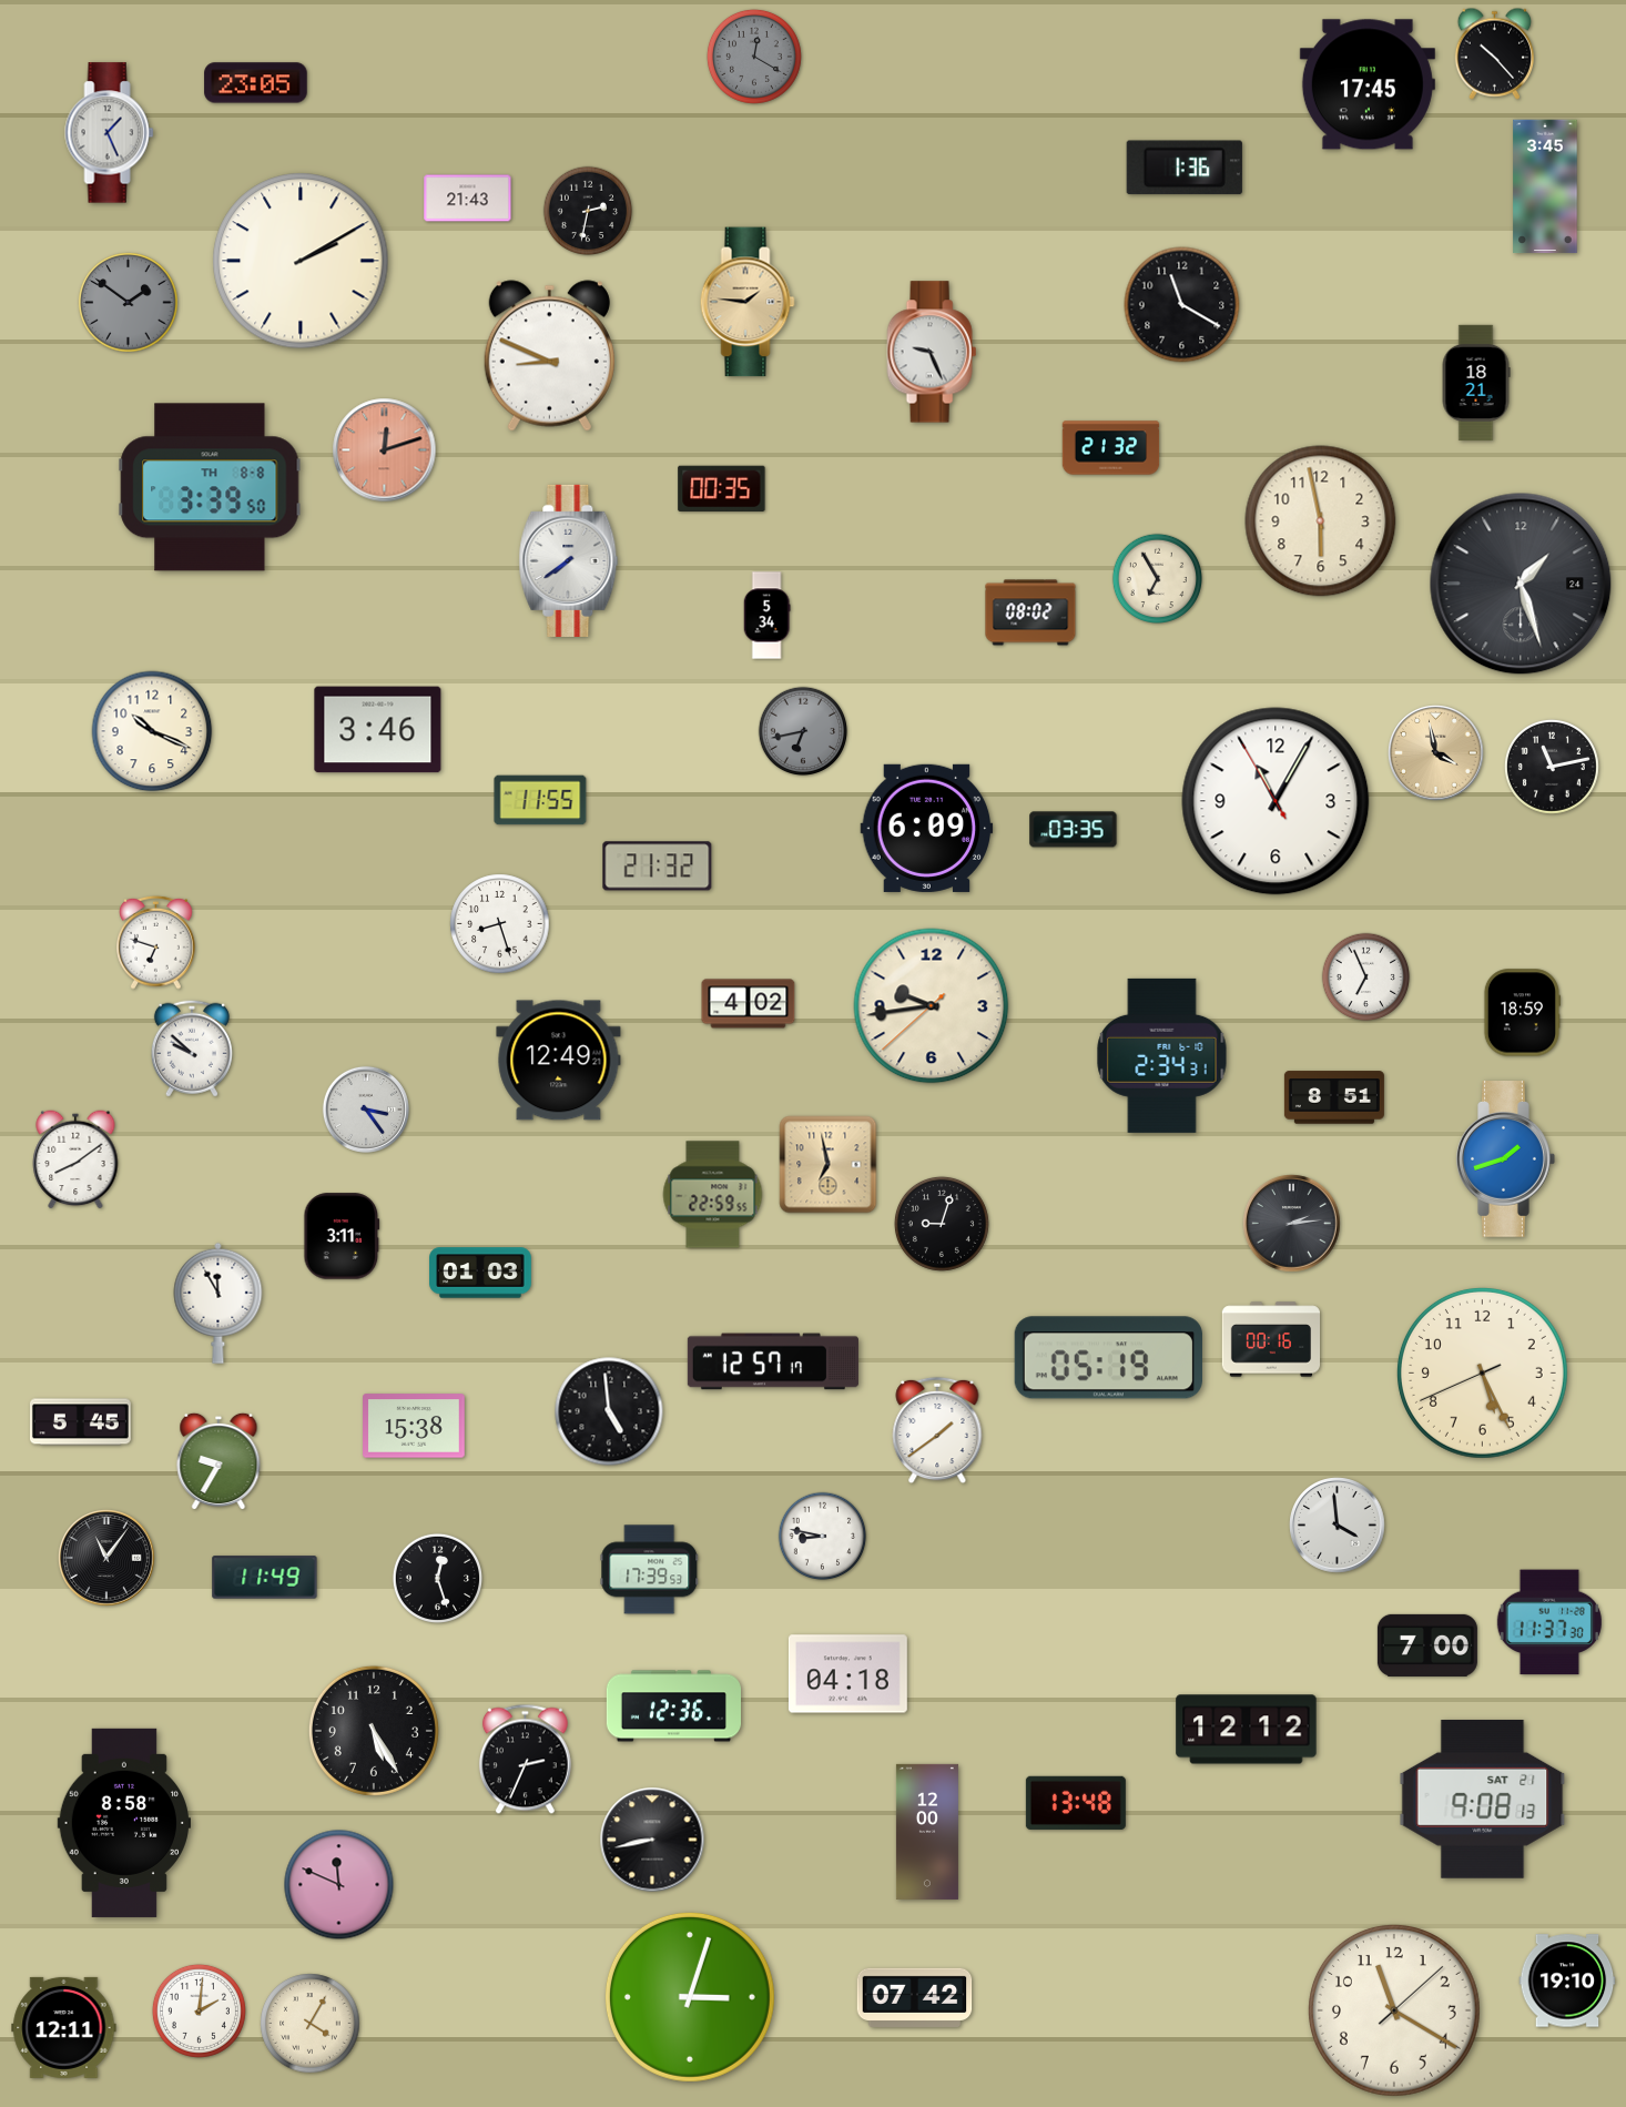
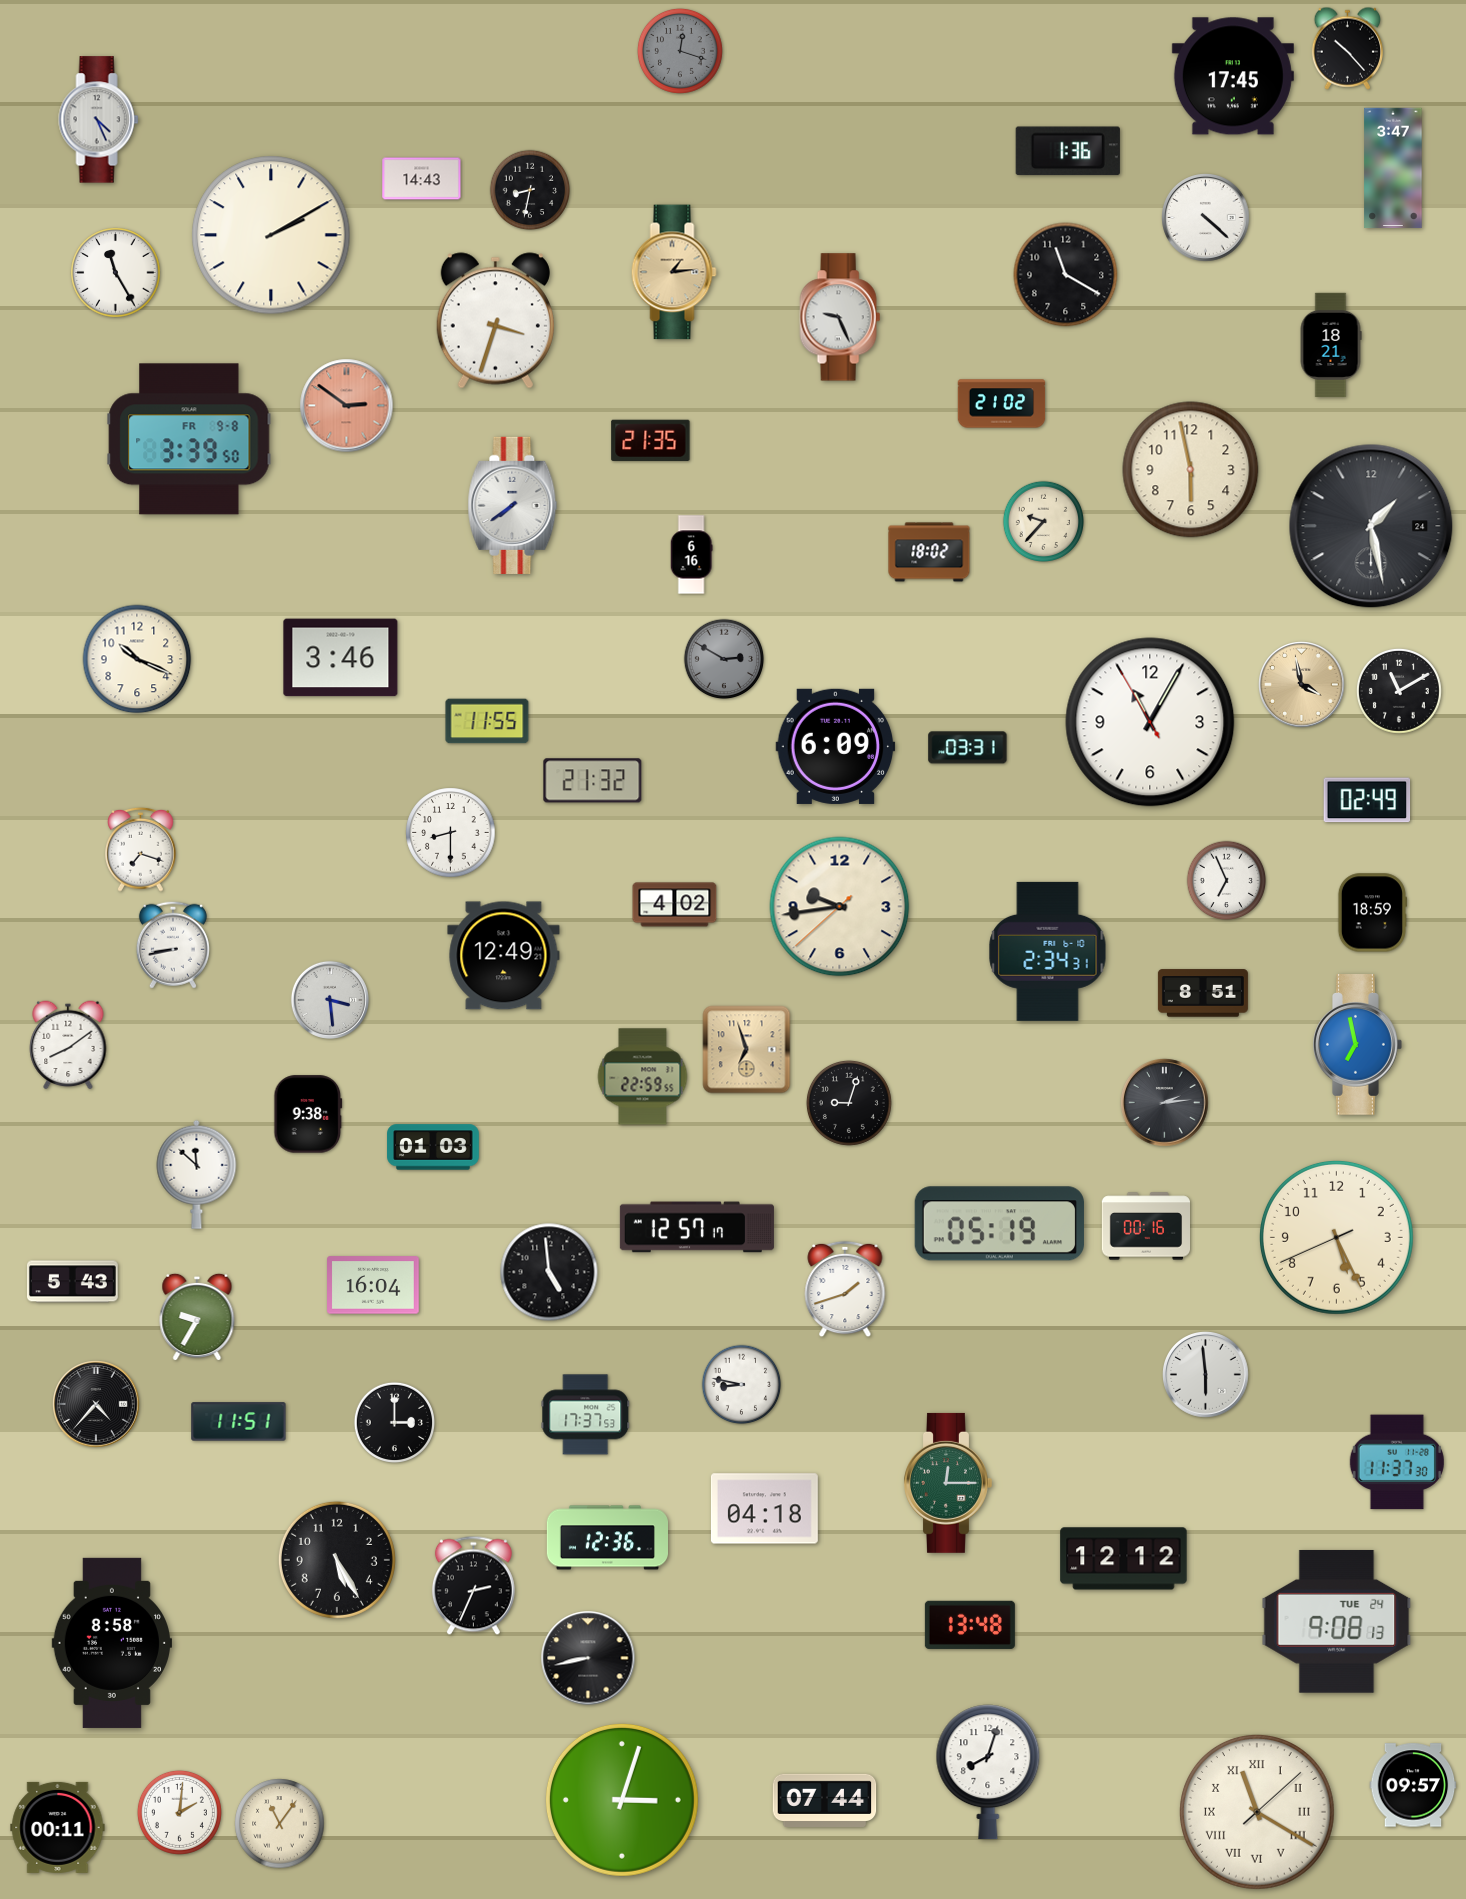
clock at (754, 57): 12:20 -> 12:18
clock at (256, 83): 23:05 -> none
clock at (110, 133): 1:26 -> 4:26
clock at (1545, 186): 3:45 -> 3:47
clock at (468, 199): 21:43 -> 14:43
clock at (588, 211): 2:32 -> 8:32
clock at (1206, 218): none -> 4:22
clock at (748, 302): 1:46 -> 1:14
clock at (129, 303): 1:51 -> 11:25
clock at (129, 303) dial: grey -> white
clock at (549, 356): 8:49 -> 3:33
clock at (1111, 448): 21:32 -> 21:02
clock at (385, 450): 12:12 -> 2:51
clock at (210, 487) date: TH 8-8 -> FR 9-8
clock at (722, 488): 00:35 -> 21:35
clock at (1157, 578): 6:55 -> 9:37
clock at (1521, 584): 1:27 -> 1:28
clock at (1030, 612): 08:02 -> 18:02
clock at (766, 616): 5:34 -> 6:16
clock at (803, 731): 6:43 -> 2:50
clock at (1436, 753) position: (1436, 753) -> (1302, 685)
clock at (1552, 767): 11:13 -> 11:10
clock at (1074, 830): 03:35 -> 03:31
clock at (1367, 800): none -> 02:49
clock at (500, 924): 8:27 -> 8:30
clock at (156, 942): 6:48 -> 7:18
clock at (1366, 977) position: (1366, 977) -> (1227, 881)
clock at (192, 1049): 9:52 -> 8:43
clock at (1334, 1097) position: (1334, 1097) -> (1203, 993)
clock at (366, 1110): 3:24 -> 3:29
clock at (1506, 1159): 1:42 -> 6:58
clock at (829, 1165): 6:58 -> 6:57
clock at (342, 1236): 3:11 -> 9:38
clock at (219, 1303): 11:55 -> 11:52
clock at (1270, 1339) position: (1270, 1339) -> (1145, 1226)
clock at (80, 1422): 5:45 -> 5:43
clock at (414, 1426): 15:38 -> 16:04
clock at (937, 1430): 1:39 -> 1:42
clock at (1338, 1526): 3:59 -> 5:59
clock at (106, 1558): 11:06 -> 4:37
clock at (650, 1570): 17:39 -> 17:37
clock at (265, 1578): 11:49 -> 11:51
clock at (437, 1578): 12:27 -> 3:00
clock at (948, 1483): none -> 12:15
clock at (1427, 1645): 7:00 -> none
clock at (1483, 1799) date: SAT 21 -> TUE 24
clock at (927, 1832): 12:00 -> none
clock at (339, 1885): 11:49 -> none
clock at (988, 1772): none -> 8:03
clock at (1567, 1981): 19:10 -> 09:57
clock at (915, 1997): 07:42 -> 07:44
clock at (1394, 2010) numerals: Arabic -> Roman
clock at (311, 2024): 4:05 -> 11:06
clock at (64, 2027): 12:11 -> 00:11
